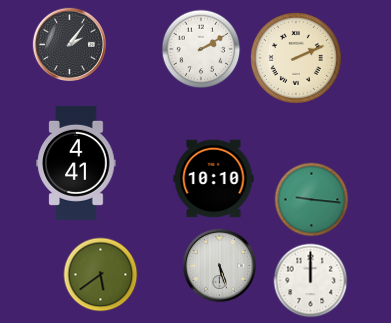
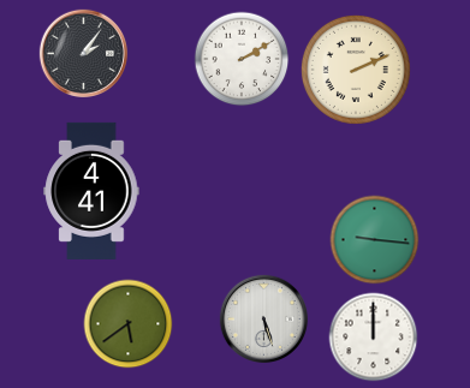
clock at (76, 163) position: (76, 163) -> (91, 191)
clock at (214, 179): 10:10 -> none
clock at (101, 275) position: (101, 275) -> (129, 324)
